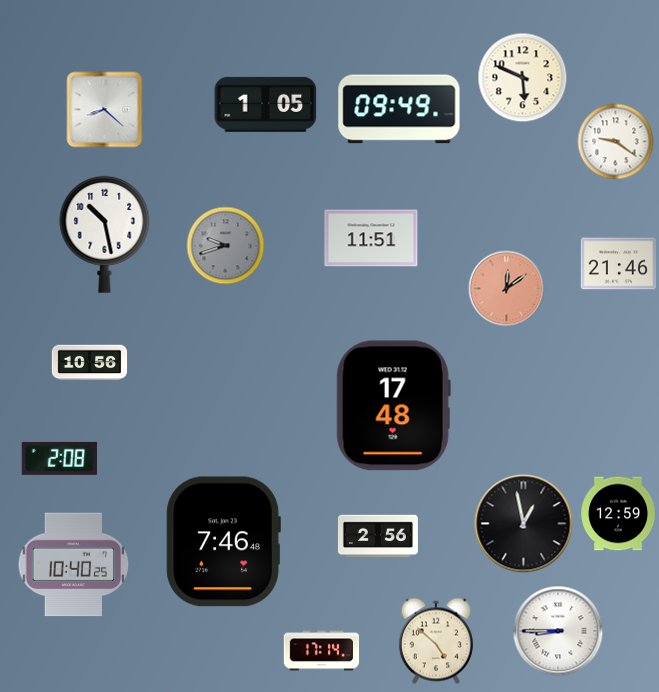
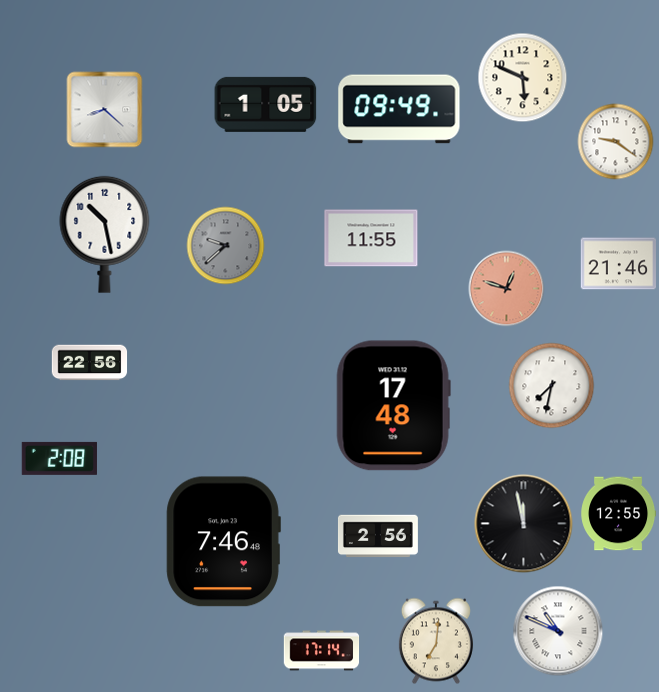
clock at (371, 238): 11:51 -> 11:55
clock at (226, 246): 9:42 -> 9:38
clock at (507, 289): 12:09 -> 12:48
clock at (90, 363): 10:56 -> 22:56
clock at (552, 386): none -> 7:32
clock at (619, 514): 12:59 -> 12:55
clock at (524, 524): 12:58 -> 11:58
clock at (74, 565): 10:40 -> none
clock at (558, 631): 8:45 -> 10:49
clock at (436, 641): 4:52 -> 7:01
